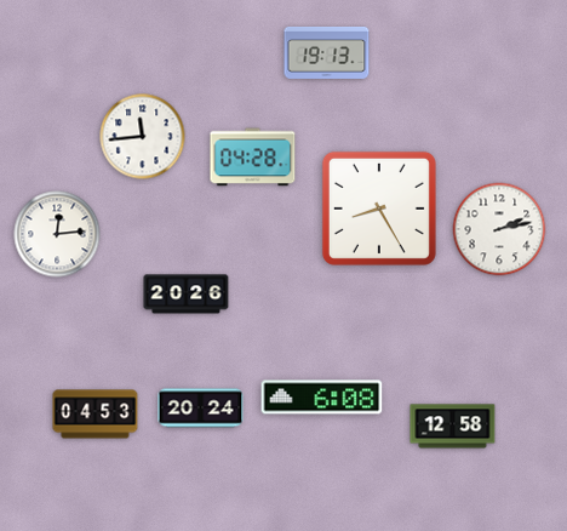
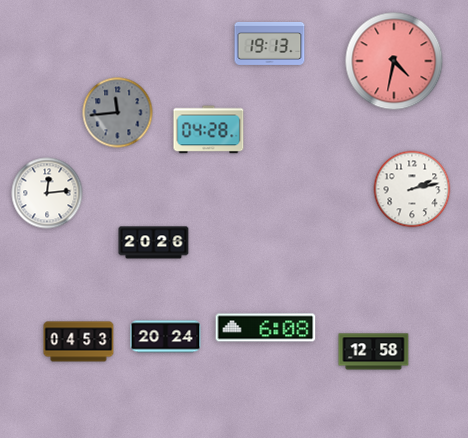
clock at (394, 61): none -> 4:32
clock at (143, 137) dial: white -> grey
clock at (379, 209): 8:25 -> none
